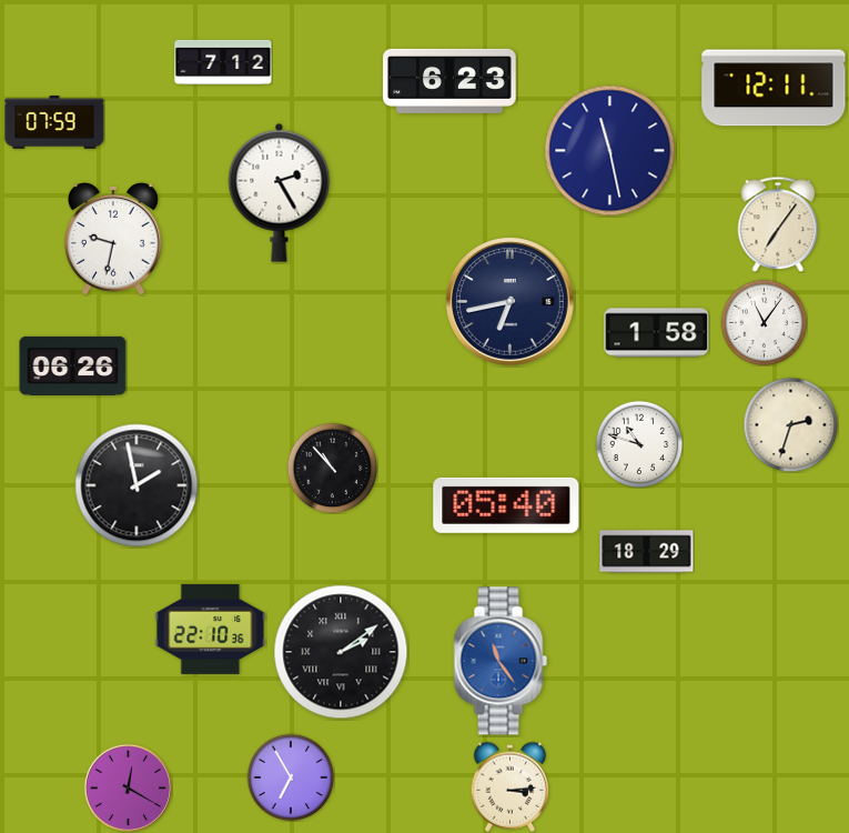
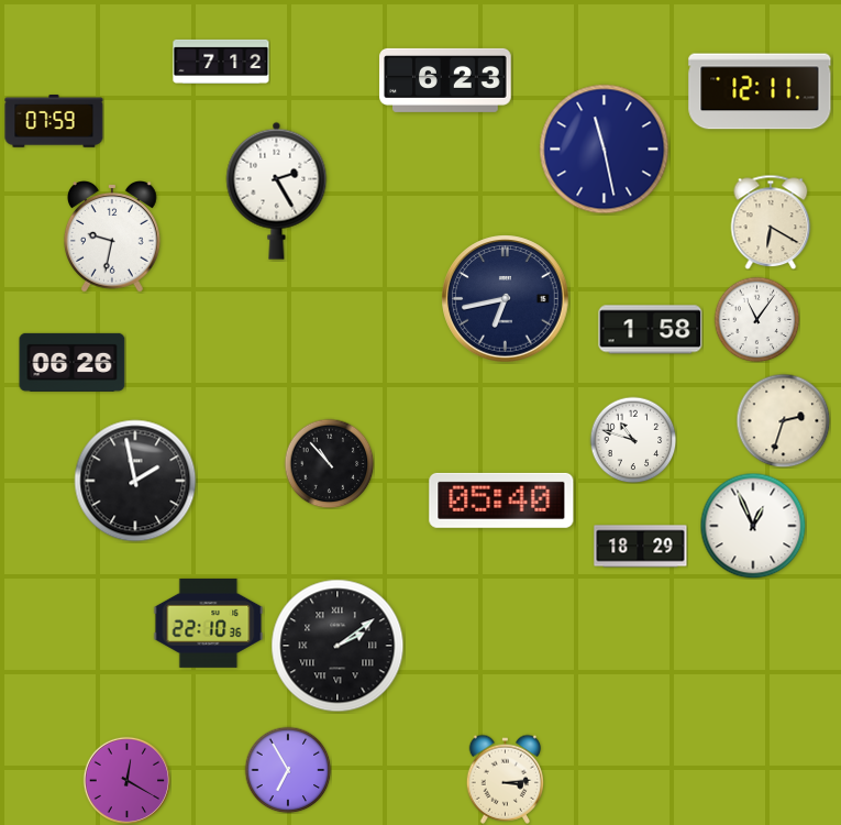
clock at (774, 88) position: (774, 88) -> (760, 91)
clock at (778, 224): 7:06 -> 6:20
clock at (753, 526): none -> 12:56
clock at (501, 661): 11:24 -> none
